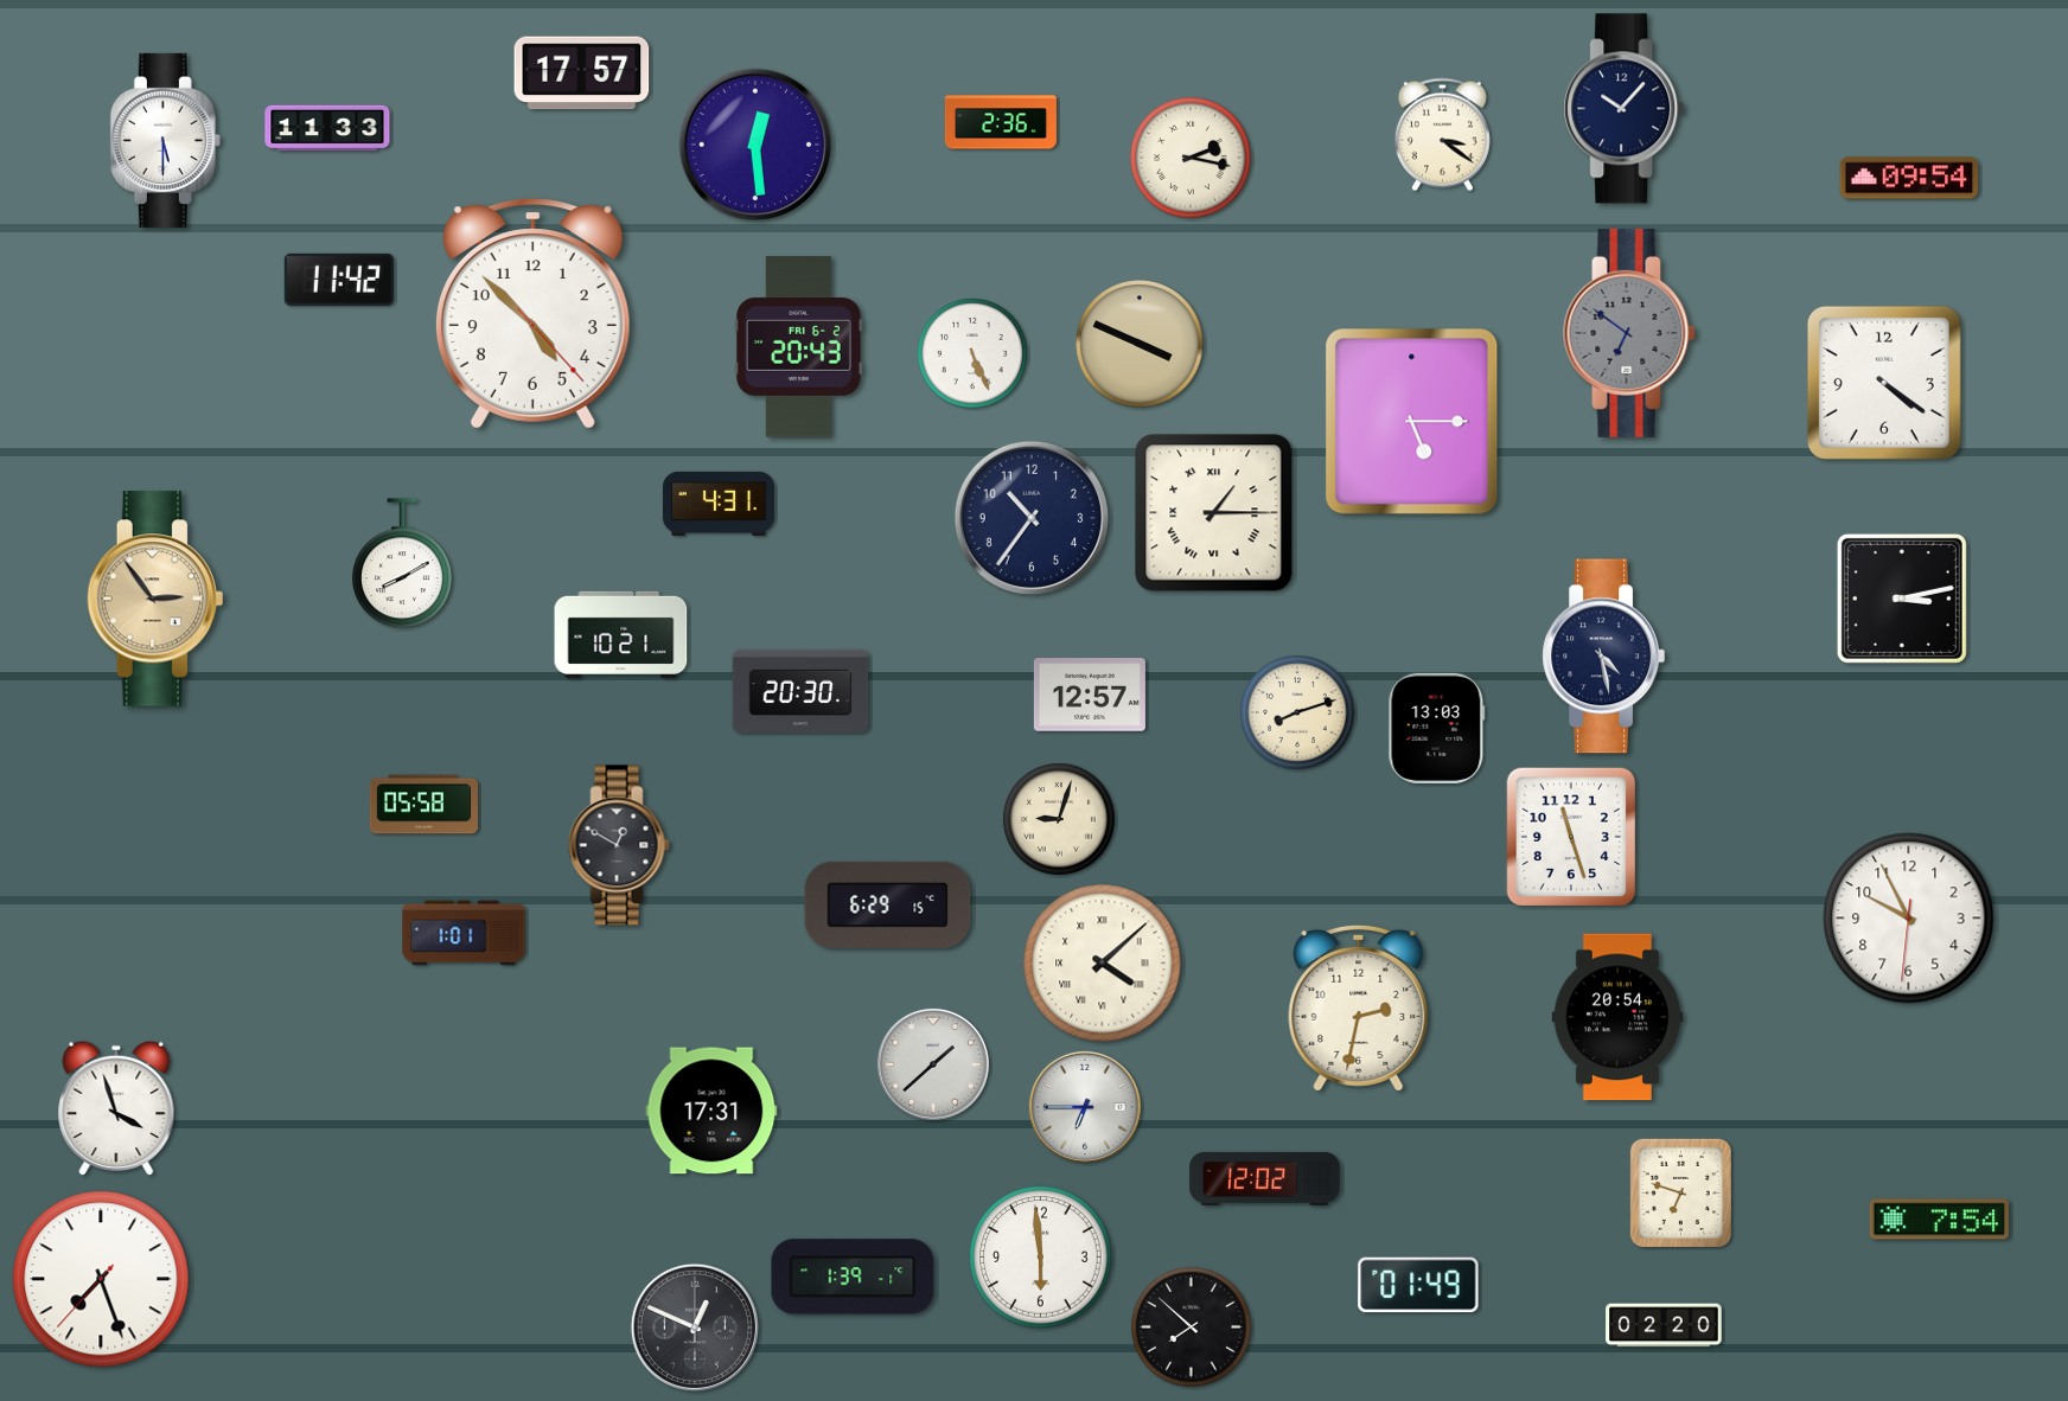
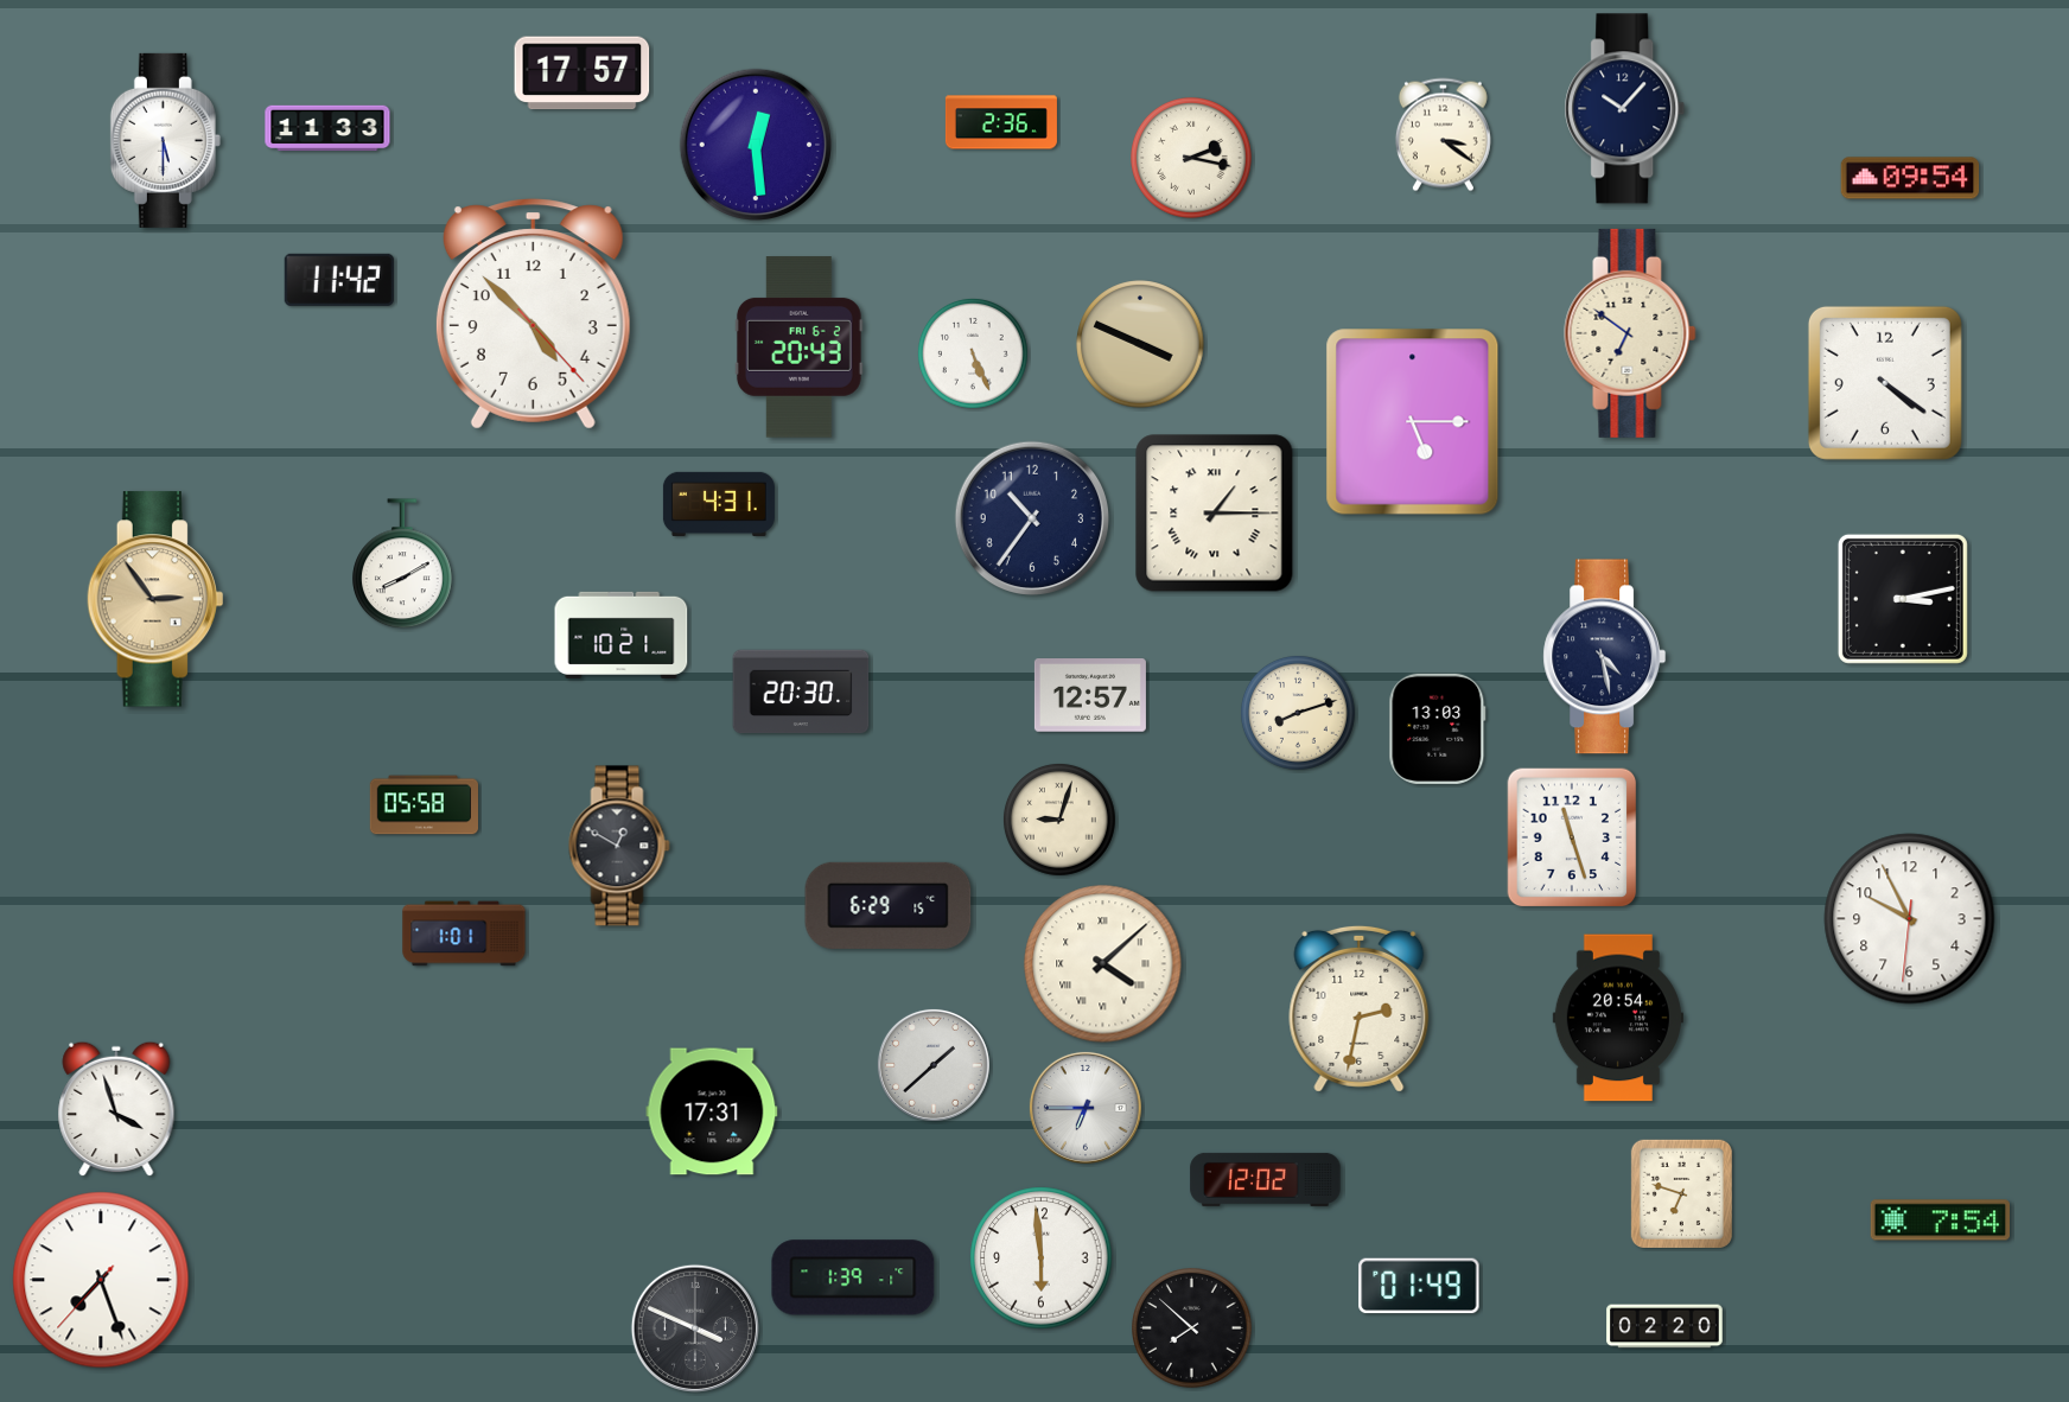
clock at (1629, 333) dial: grey -> cream
clock at (695, 1328): 12:49 -> 3:49
